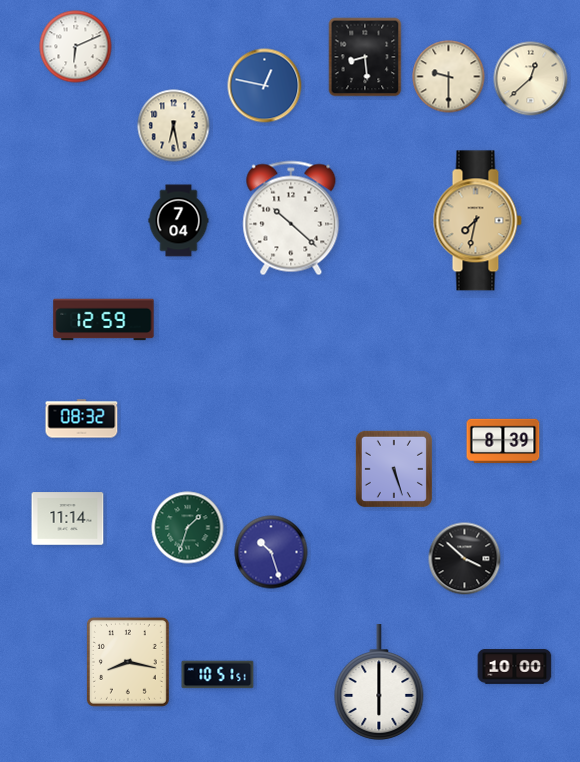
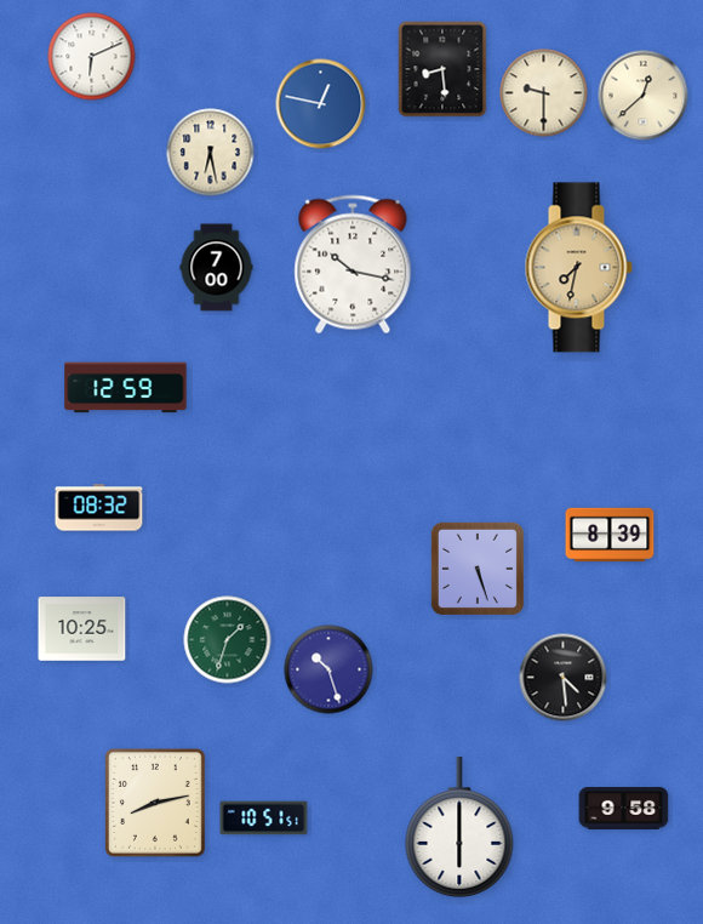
clock at (291, 218): 10:22 -> 10:17
clock at (179, 221): 7:04 -> 7:00
clock at (68, 519): 11:14 -> 10:25
clock at (465, 559): 3:52 -> 4:29
clock at (128, 662): 8:17 -> 8:13
clock at (515, 667): 10:00 -> 9:58
